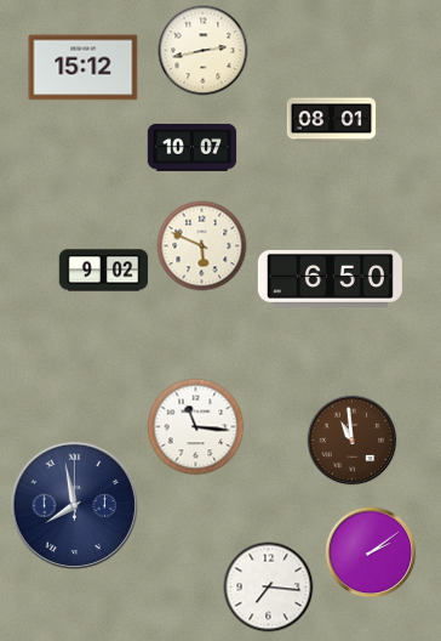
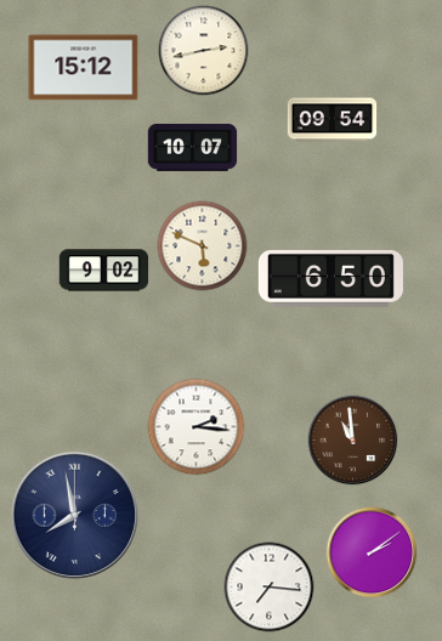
clock at (332, 120): 08:01 -> 09:54
clock at (196, 427): 11:16 -> 2:16
clock at (74, 505) position: (74, 505) -> (74, 515)
